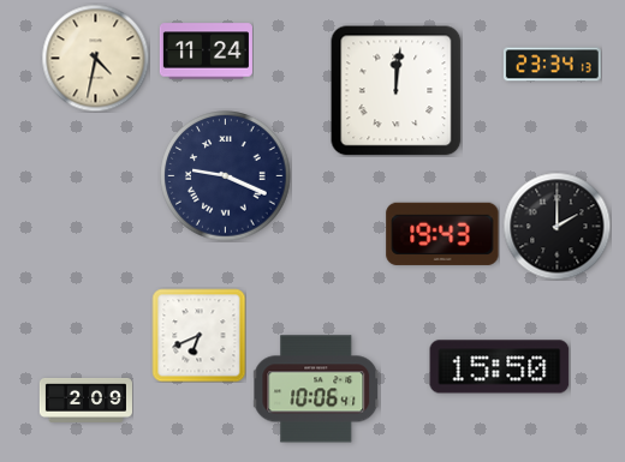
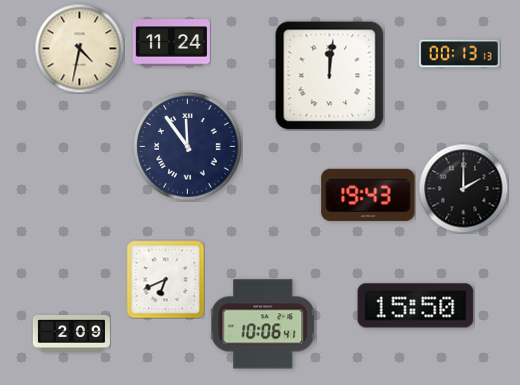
clock at (552, 65): 23:34 -> 00:13
clock at (226, 176): 9:19 -> 11:54
